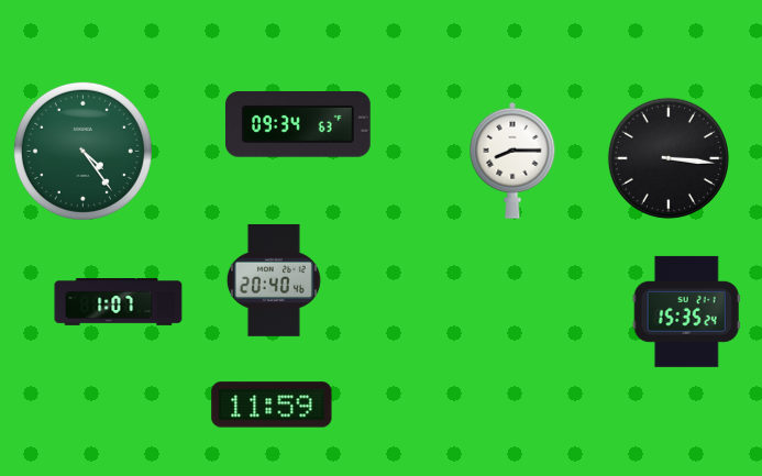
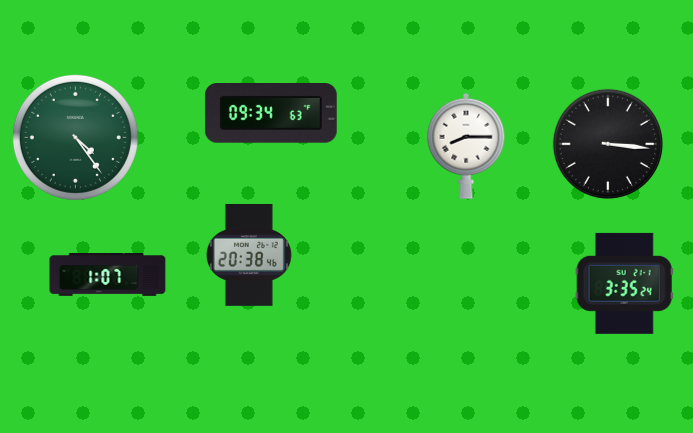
clock at (274, 280): 20:40 -> 20:38
clock at (686, 311): 15:35 -> 3:35
clock at (272, 405): 11:59 -> none
